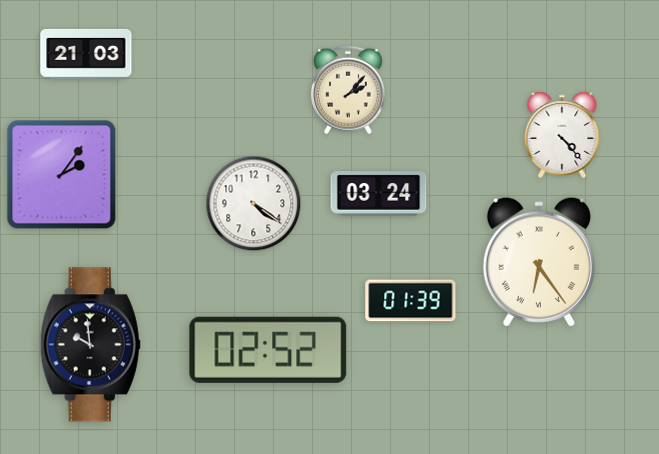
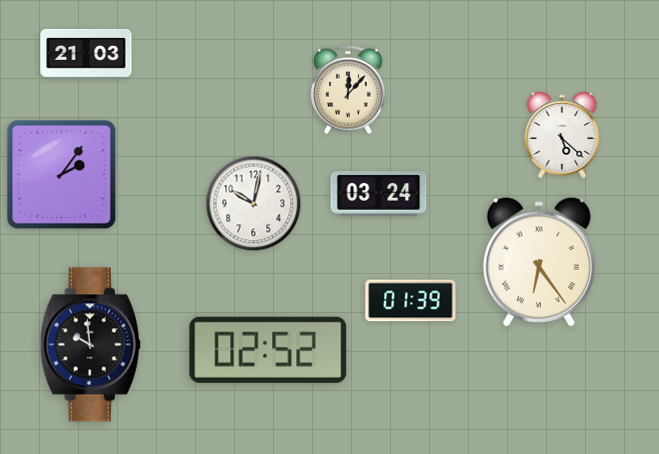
clock at (348, 90): 2:07 -> 12:07
clock at (562, 135): 4:23 -> 5:22
clock at (254, 204): 4:21 -> 10:02
